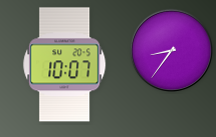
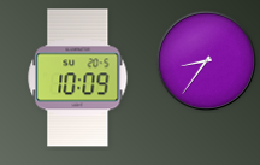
clock at (65, 65): 10:07 -> 10:09
